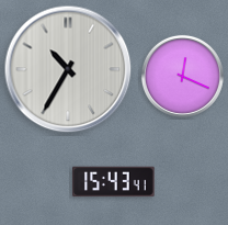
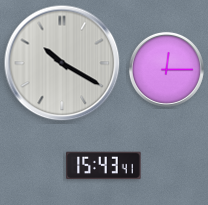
clock at (68, 69): 10:35 -> 10:20
clock at (182, 76): 12:19 -> 12:15
